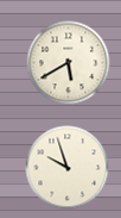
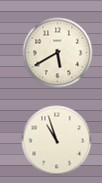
clock at (68, 168): 9:57 -> 10:57
